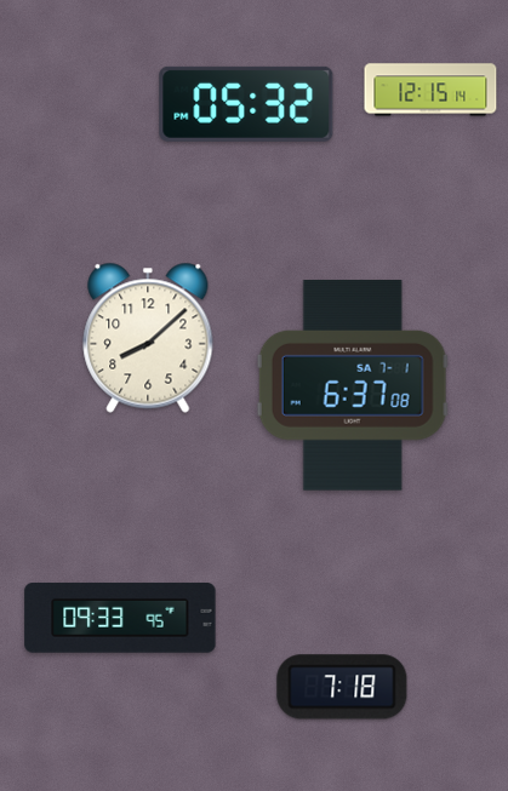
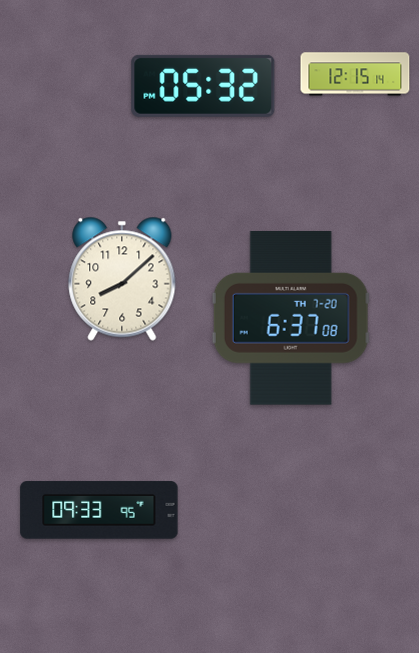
clock at (353, 386) date: SA 7-1 -> TH 7-20
clock at (342, 687): 7:18 -> none
